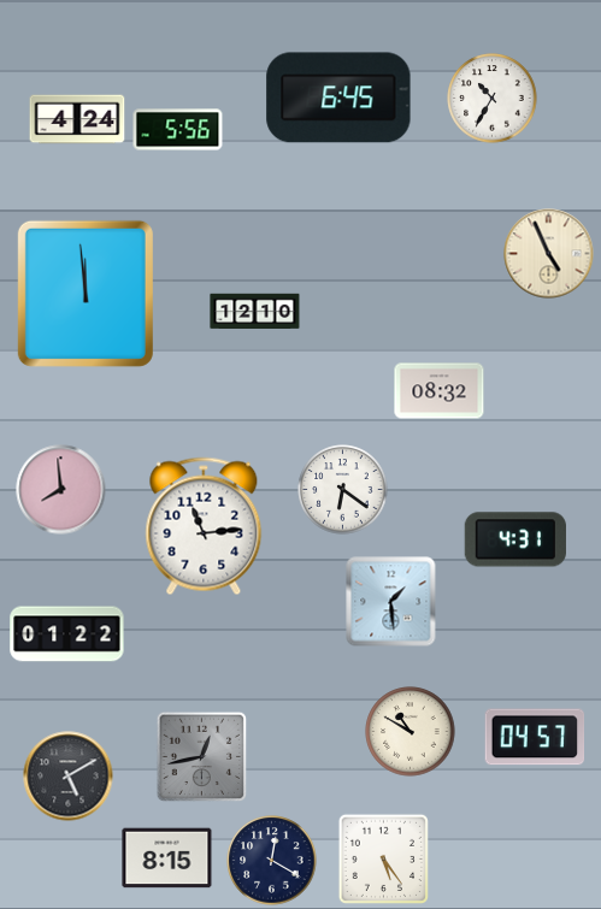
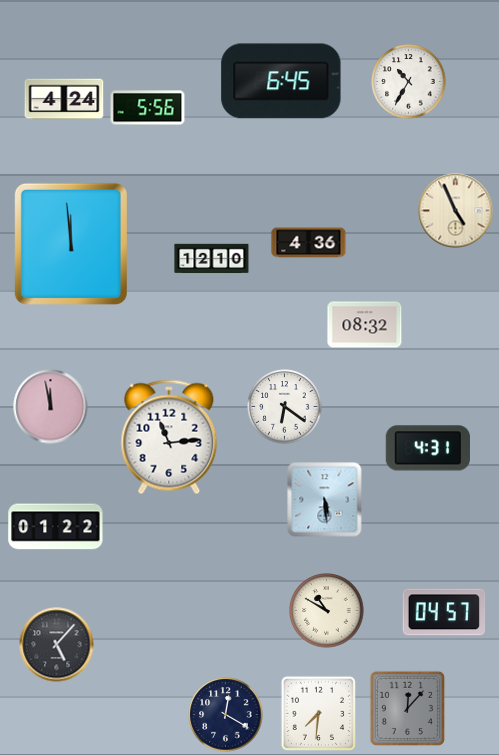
clock at (309, 243): none -> 4:36
clock at (61, 490): 7:59 -> 11:58
clock at (391, 602): 1:29 -> 5:29
clock at (411, 732) position: (411, 732) -> (327, 611)
clock at (202, 757): 12:43 -> none
clock at (69, 777): 5:10 -> 5:07
clock at (407, 708): none -> 12:07
clock at (167, 858): 8:15 -> none
clock at (383, 858): 5:24 -> 7:31
